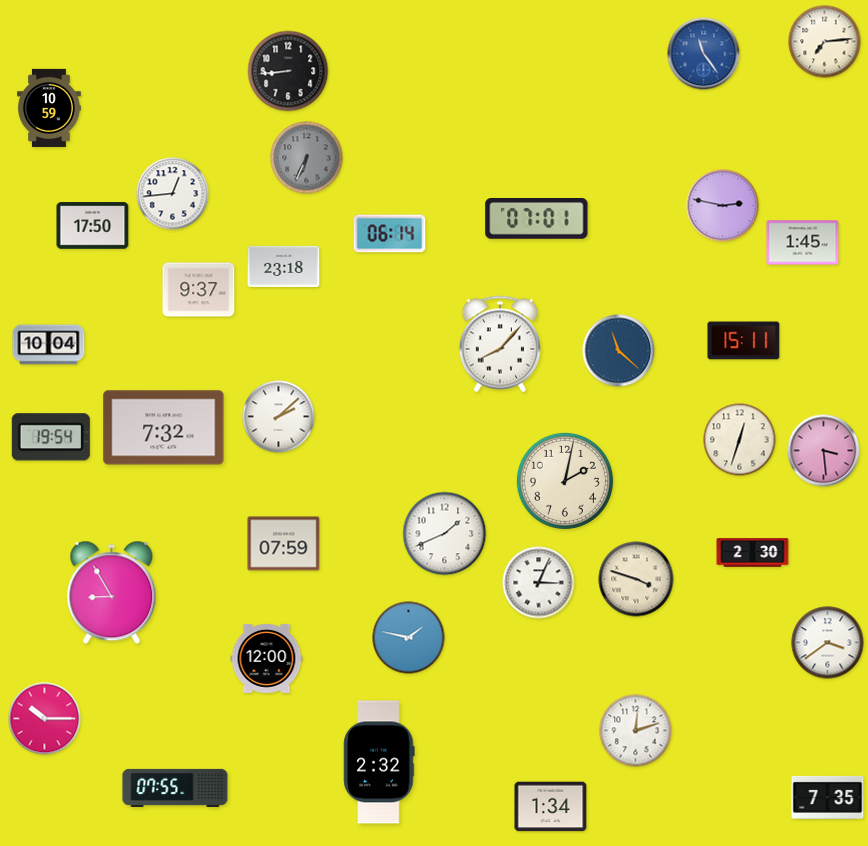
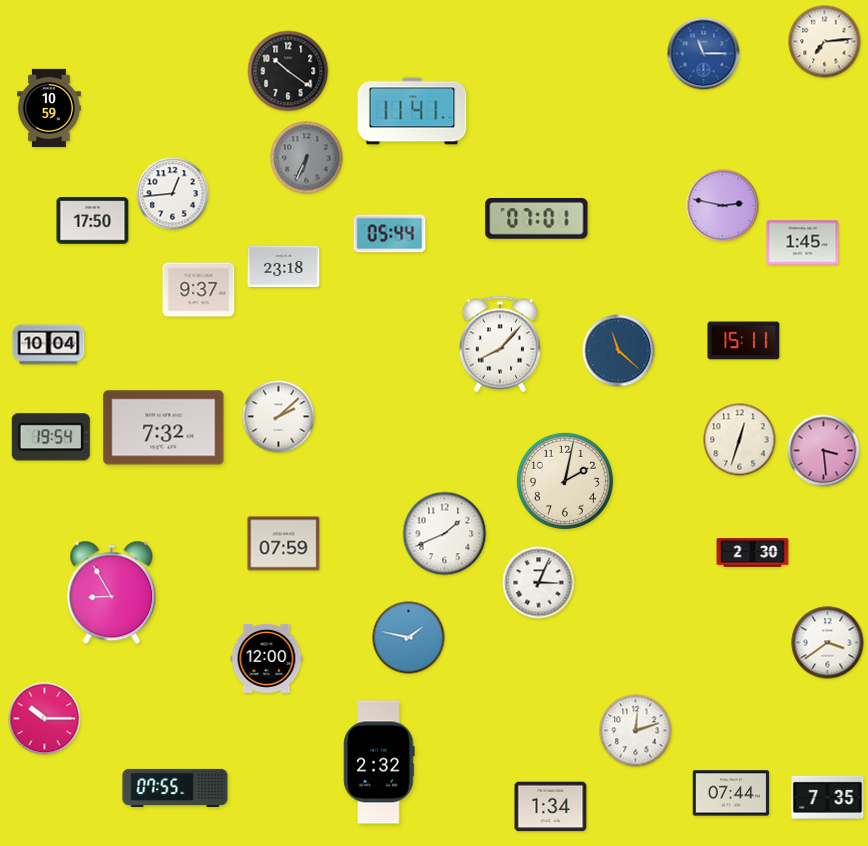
clock at (704, 54): 11:24 -> 11:15
clock at (288, 71): 8:44 -> 10:21
clock at (412, 111): none -> 11:41
clock at (93, 226) position: (93, 226) -> (93, 221)
clock at (390, 234): 06:14 -> 05:44
clock at (636, 579): 3:48 -> none
clock at (731, 793): none -> 07:44
